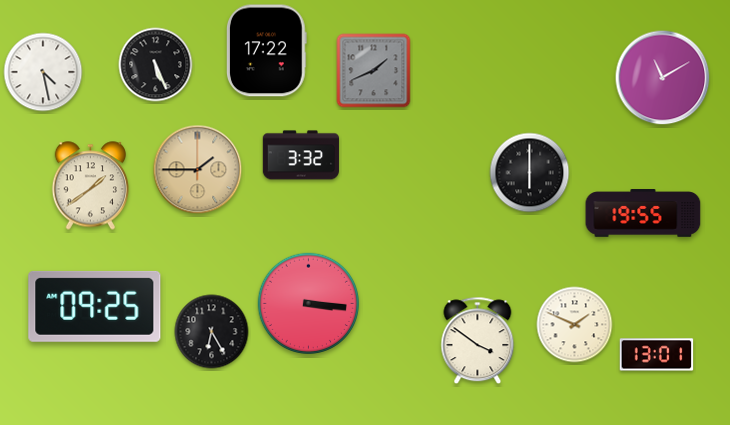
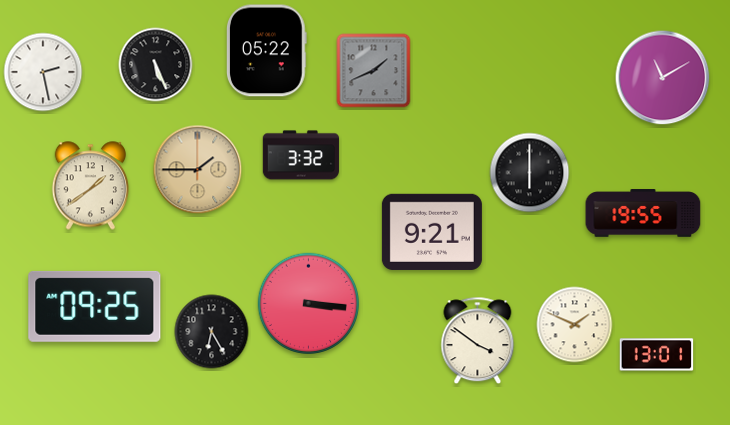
clock at (267, 51): 17:22 -> 05:22
clock at (43, 72): 4:28 -> 2:28
clock at (432, 232): none -> 9:21
